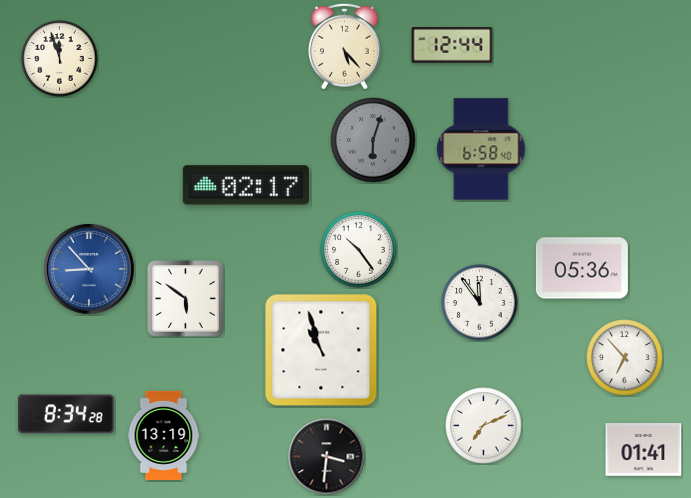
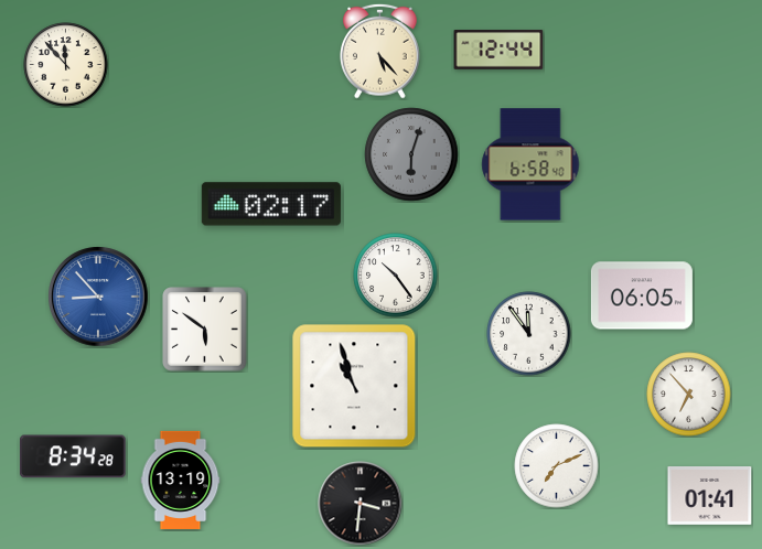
clock at (60, 59): 11:57 -> 11:53
clock at (582, 268): 05:36 -> 06:05
clock at (484, 426) position: (484, 426) -> (557, 466)
